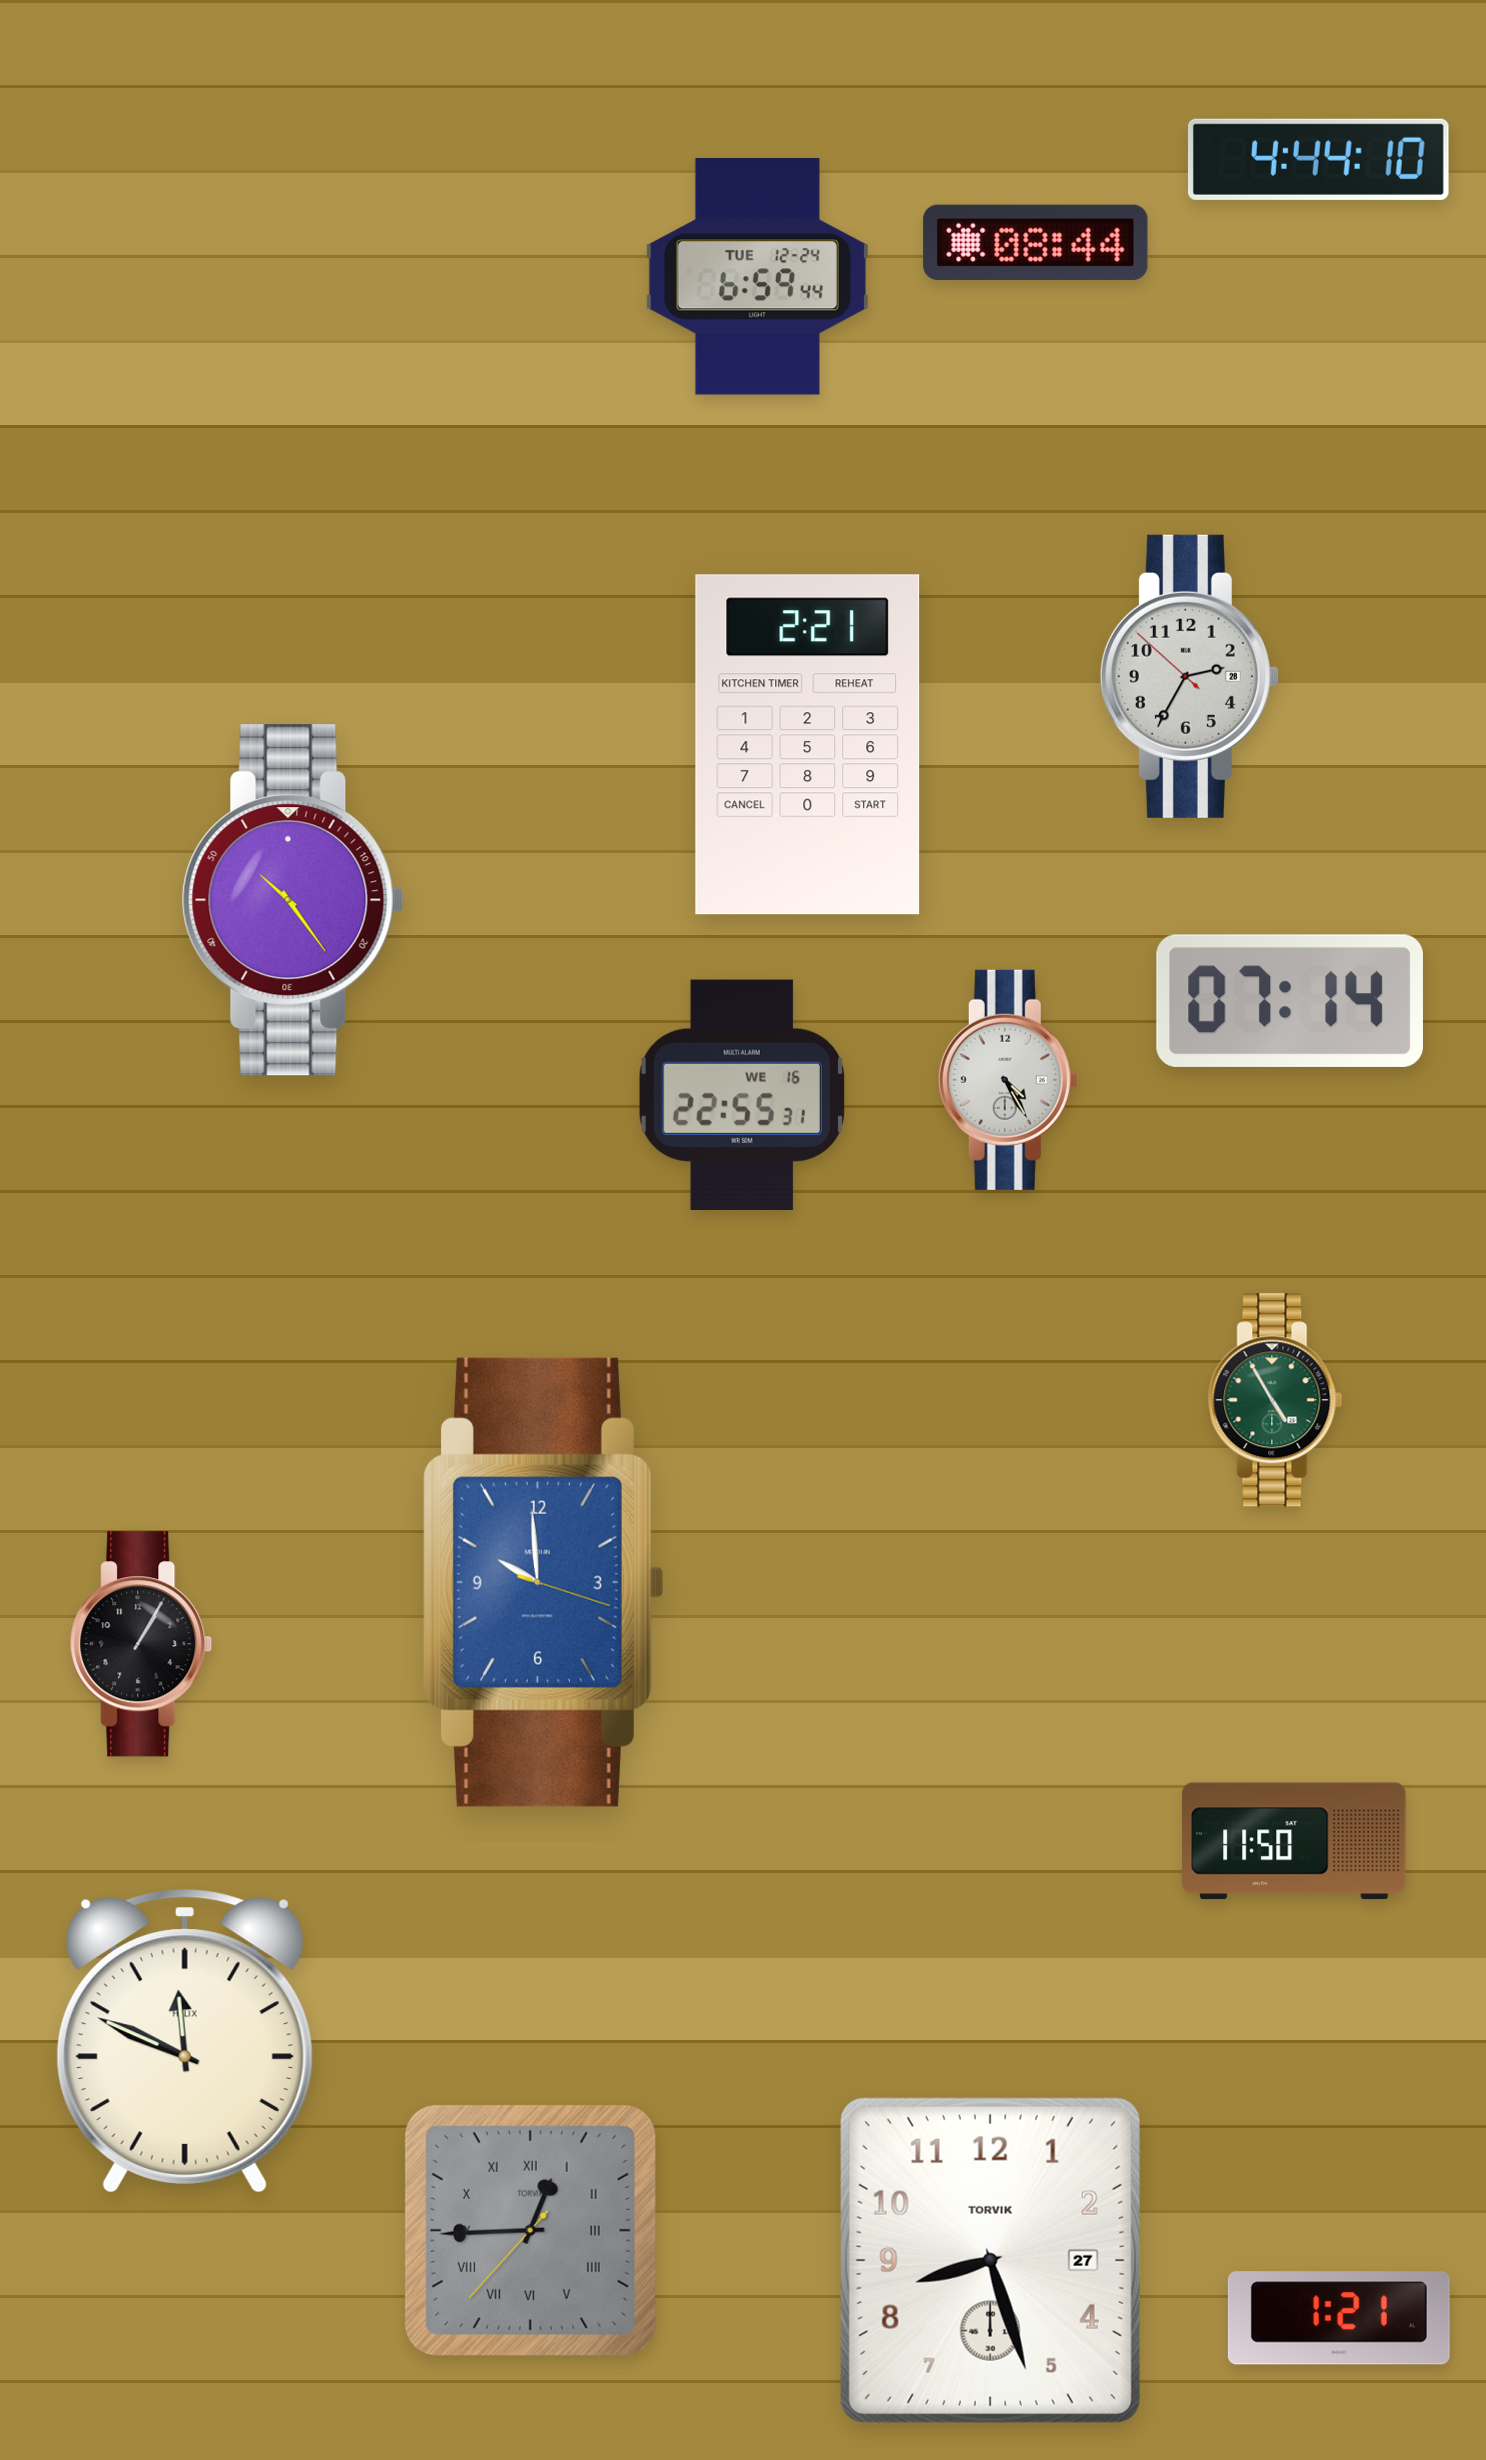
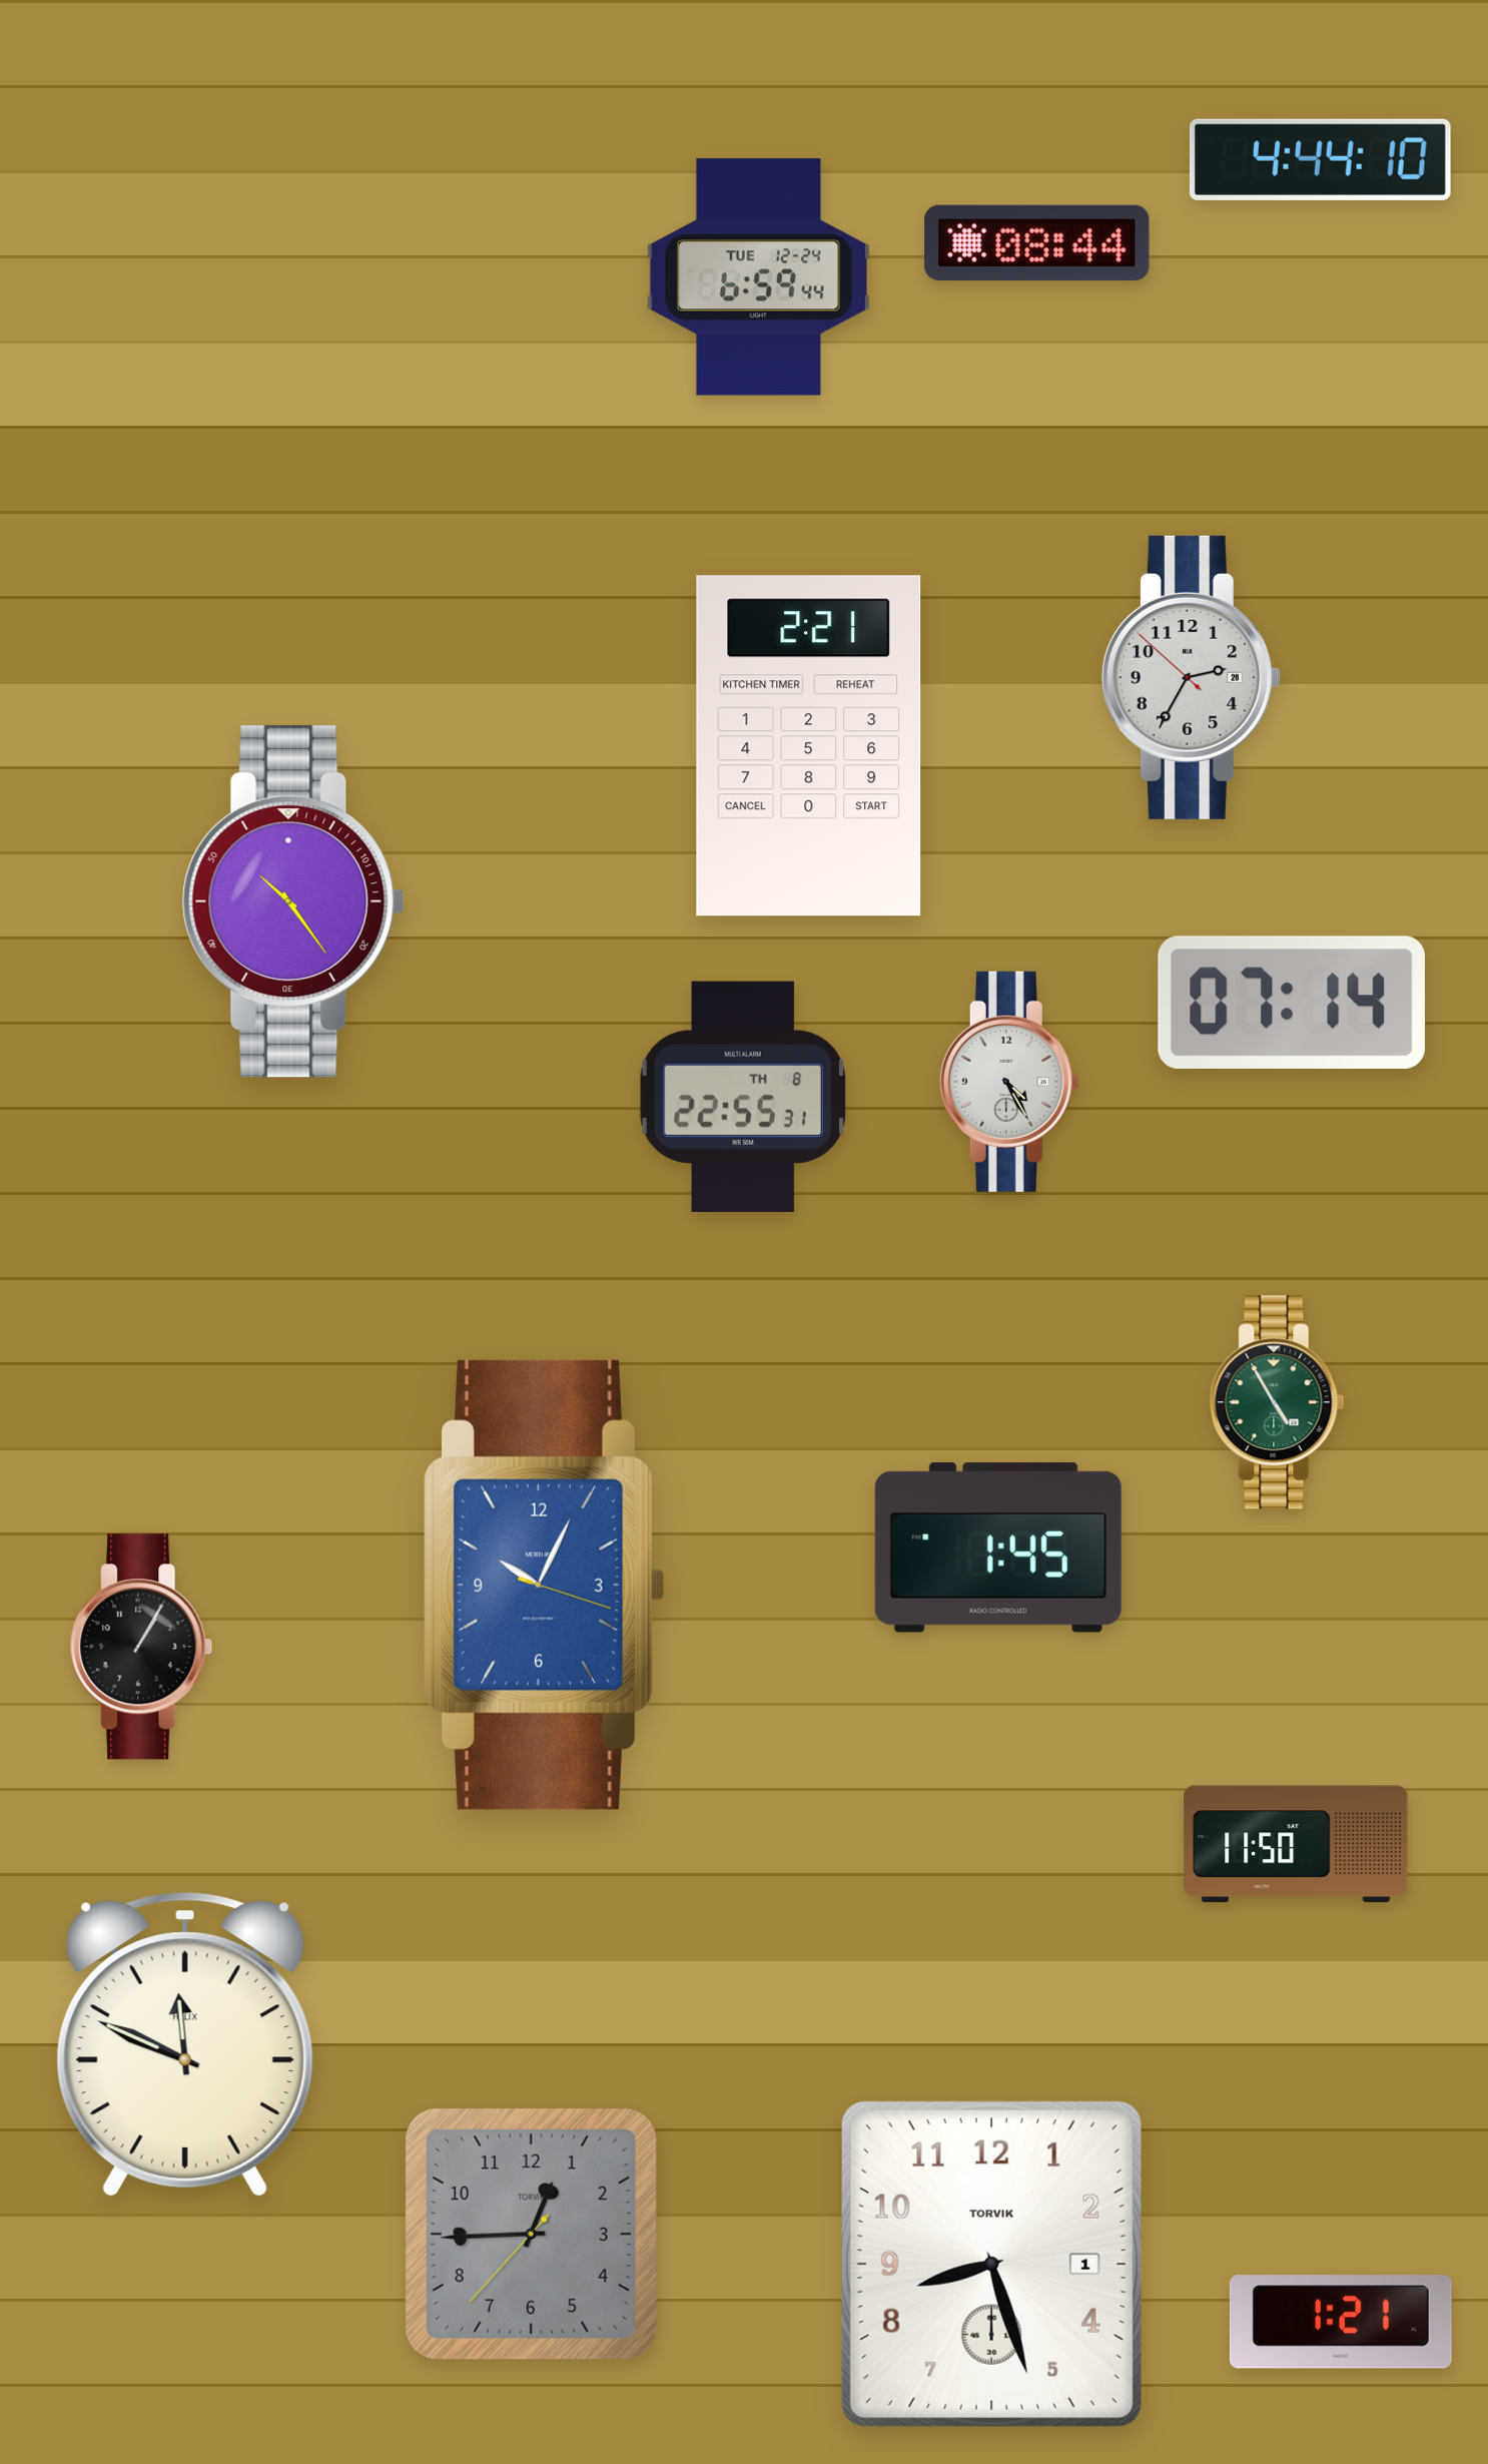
clock at (742, 1095) date: WE 16 -> TH 8
clock at (998, 1548): none -> 1:45
clock at (543, 1582): 9:59 -> 10:04
clock at (530, 2230) numerals: Roman -> Arabic
clock at (990, 2260) date: 27 -> 1
